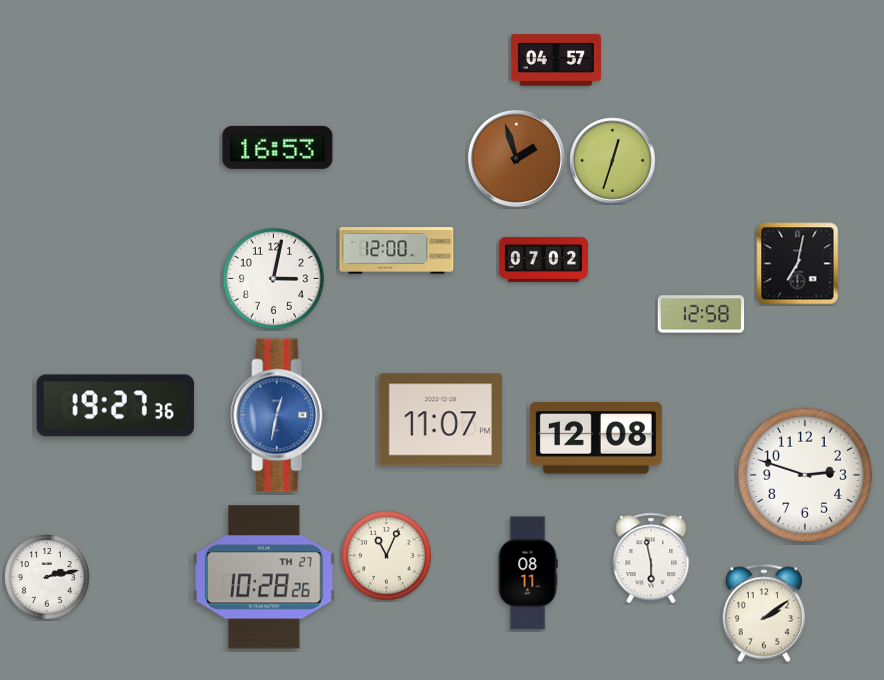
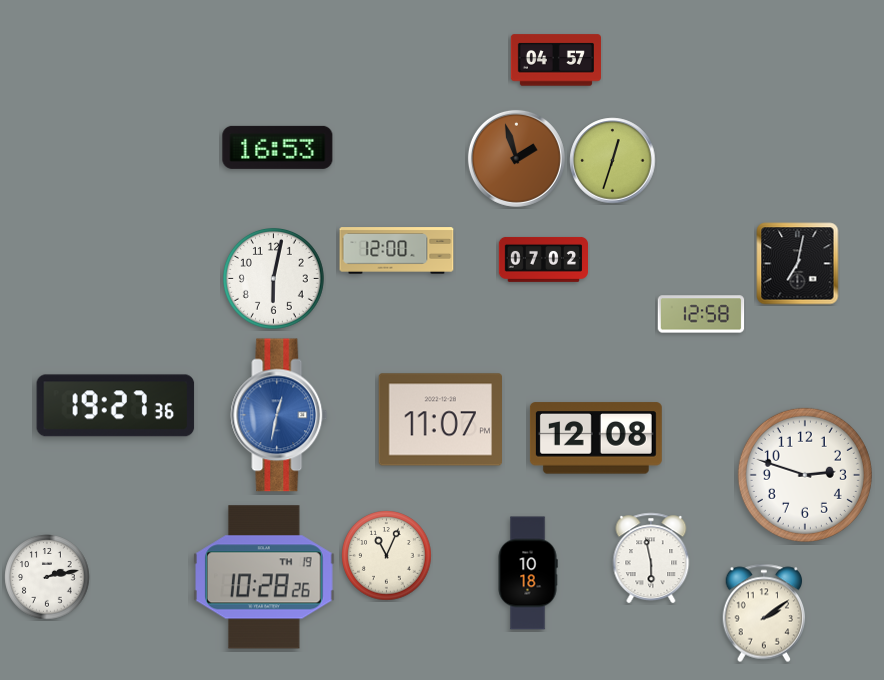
clock at (274, 279): 3:02 -> 6:02
clock at (528, 573): 08:11 -> 10:18
clock at (265, 577) date: TH 27 -> TH 19
